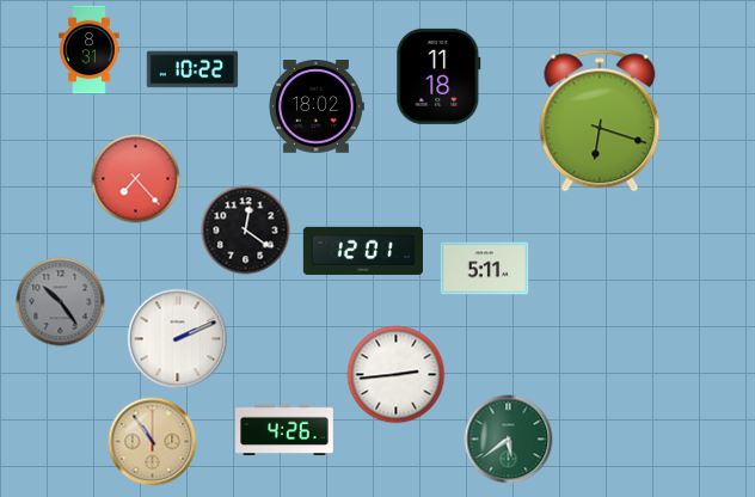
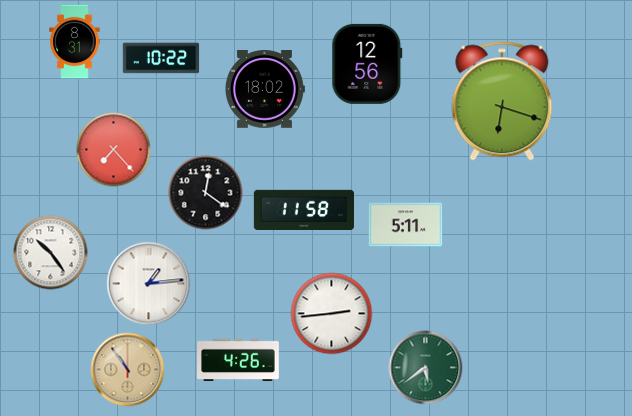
clock at (438, 76): 11:18 -> 12:56
clock at (363, 250): 12:01 -> 11:58
clock at (61, 302) dial: grey -> white
clock at (178, 339): 2:11 -> 1:14
